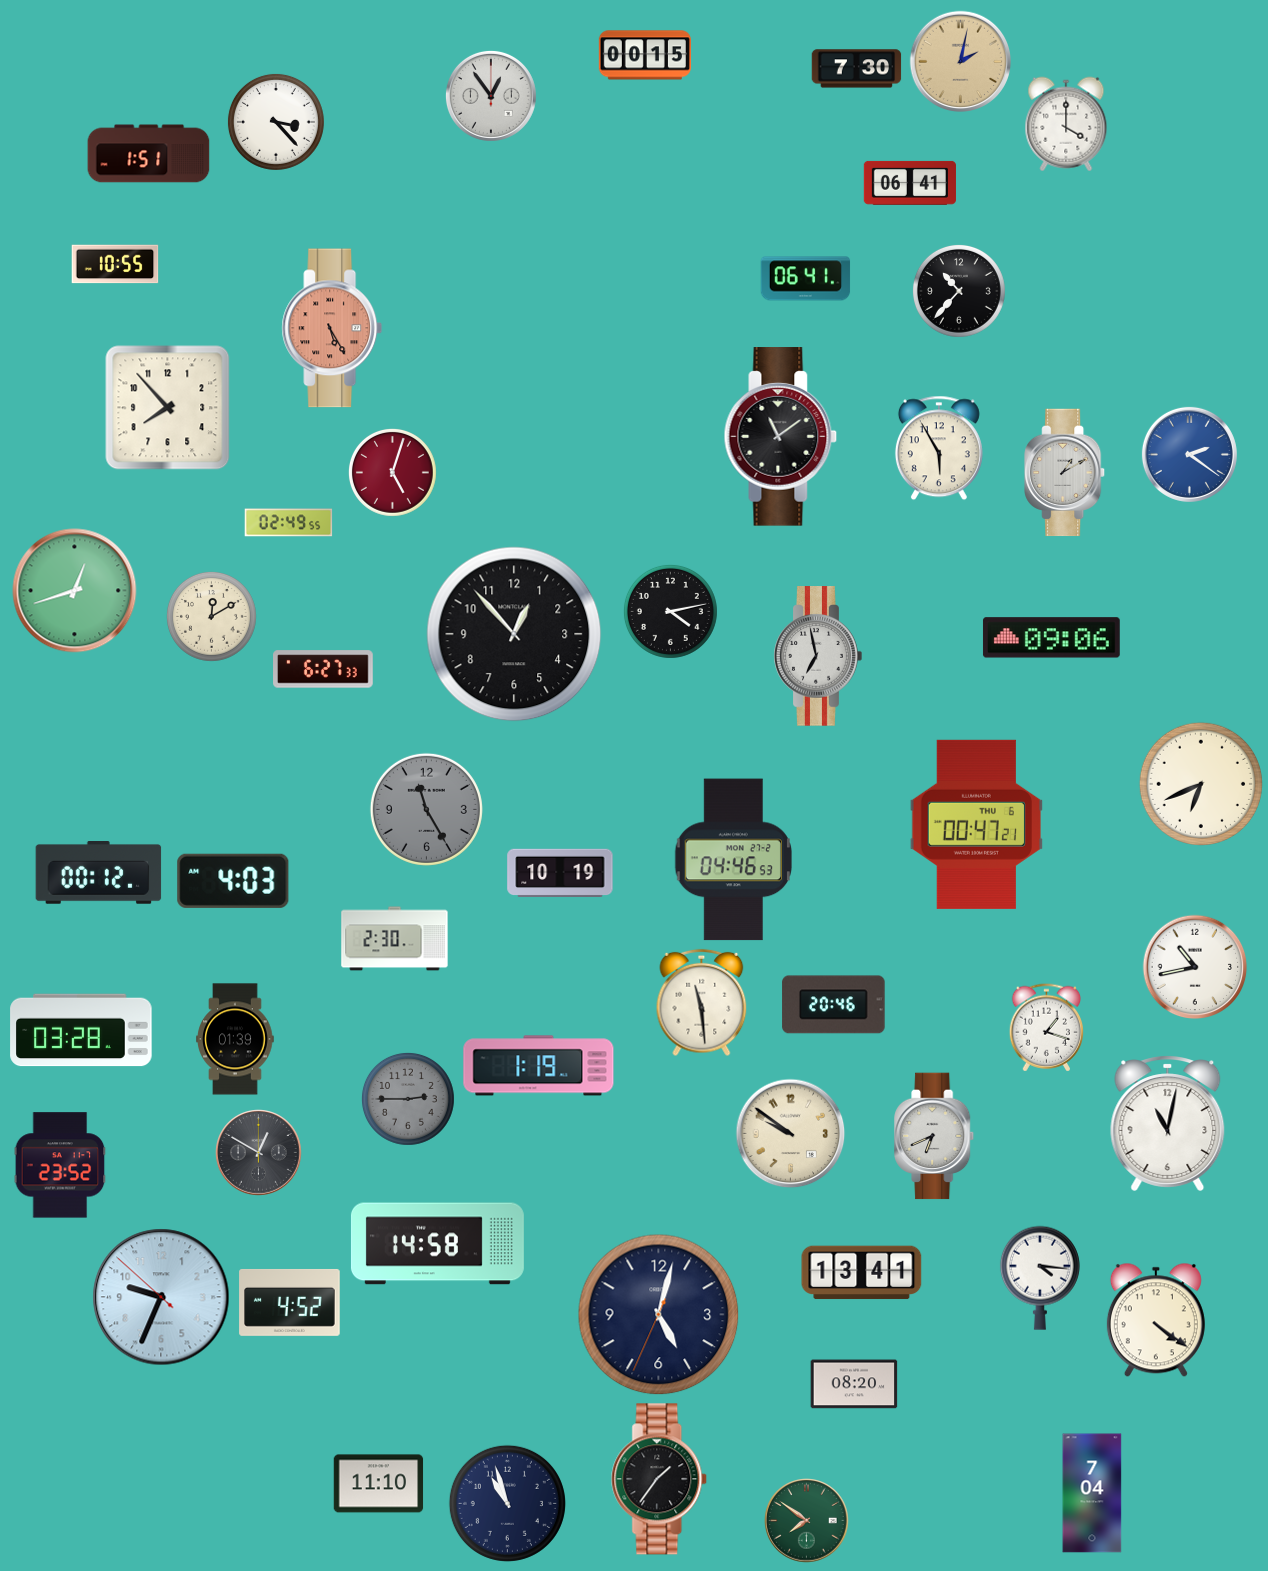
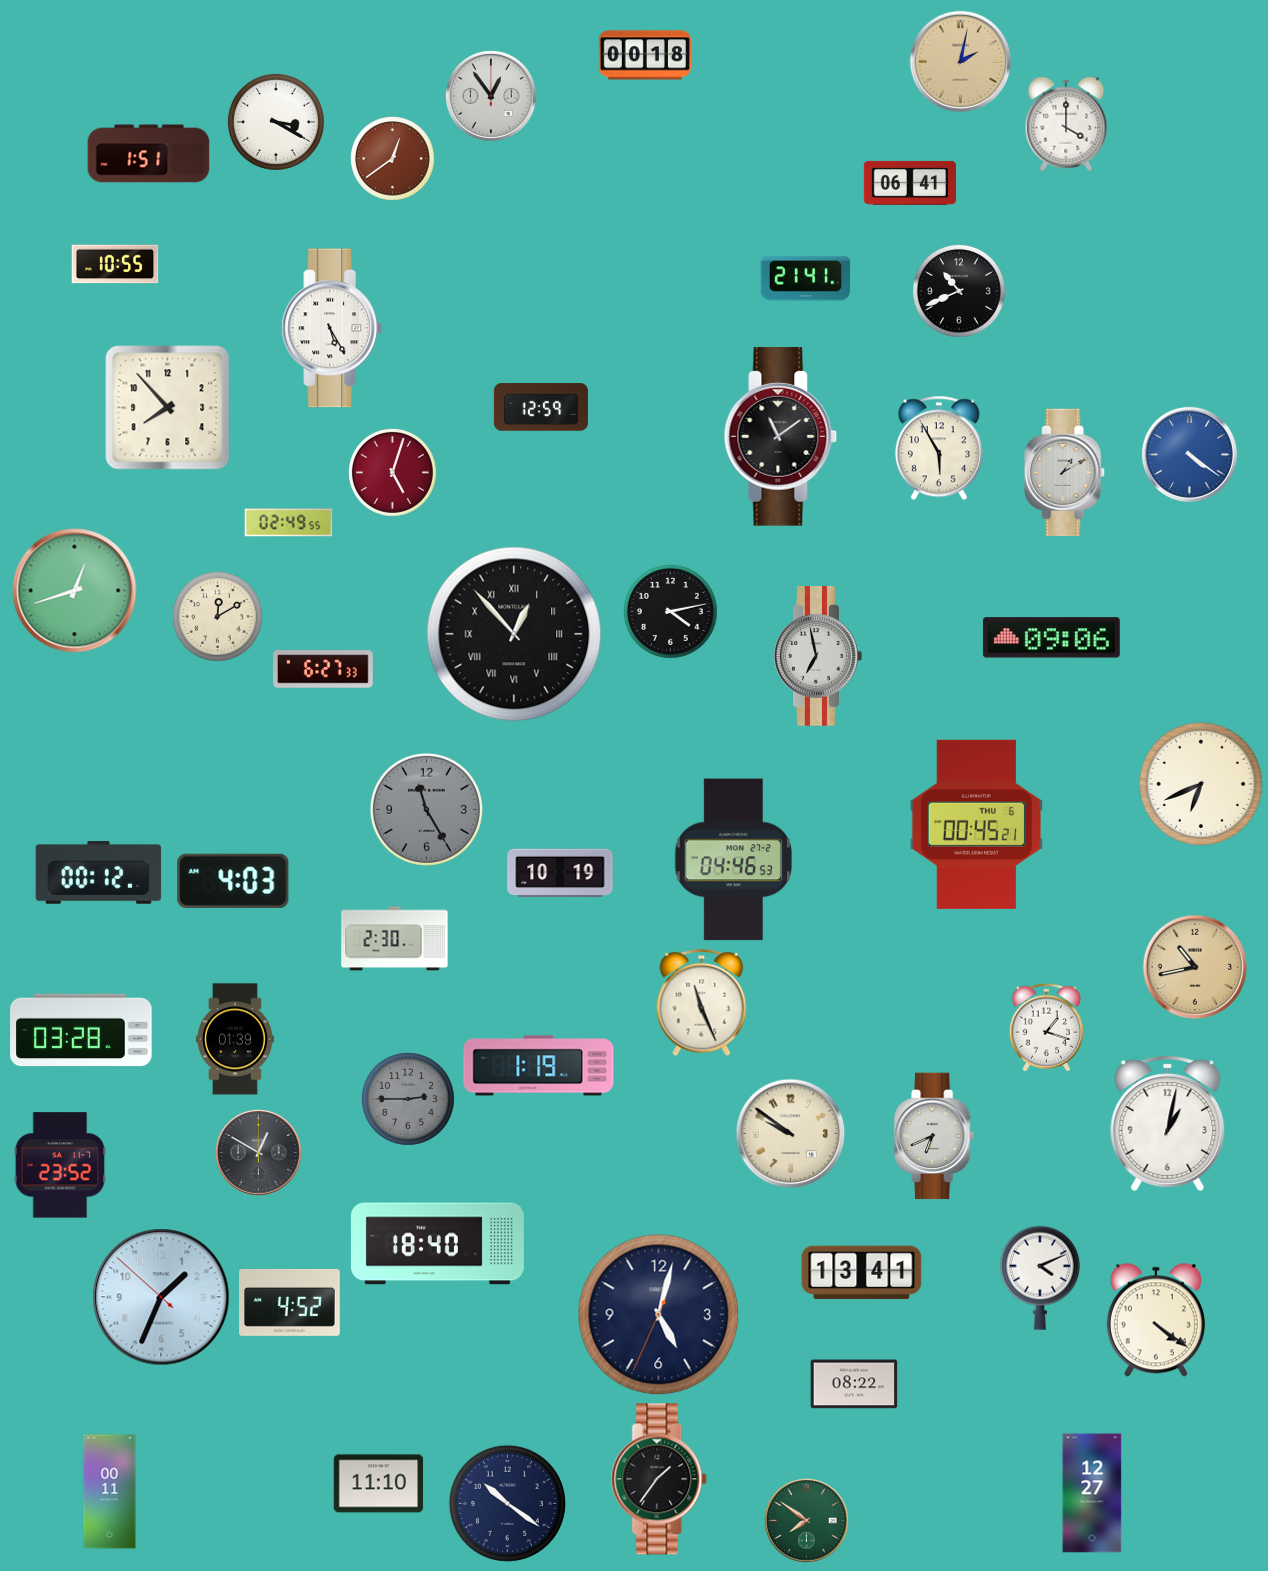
clock at (645, 55): 00:15 -> 00:18
clock at (857, 69): 7:30 -> none
clock at (276, 122): 3:23 -> 3:20
clock at (393, 159): none -> 12:39
clock at (806, 279): 06:41 -> 21:41
clock at (959, 291): 10:37 -> 10:41
clock at (332, 328) dial: salmon -> white
clock at (541, 407): none -> 12:59
clock at (1189, 454): 2:21 -> 4:21
clock at (211, 616) position: (211, 616) -> (217, 616)
clock at (514, 634) numerals: Arabic -> Roman
clock at (976, 824): 00:47 -> 00:45
clock at (1195, 967) dial: white -> champagne
clock at (702, 1003): 11:29 -> 11:26
clock at (834, 1005): 20:46 -> none
clock at (1168, 1123): 11:02 -> 1:02
clock at (437, 1244): 14:58 -> 18:40
clock at (1040, 1278): 4:16 -> 4:11
clock at (161, 1297): 9:33 -> 1:33
clock at (854, 1384): 08:20 -> 08:22
clock at (110, 1492): none -> 00:11
clock at (1092, 1493): 7:04 -> 12:27
clock at (507, 1503): 10:57 -> 10:21
